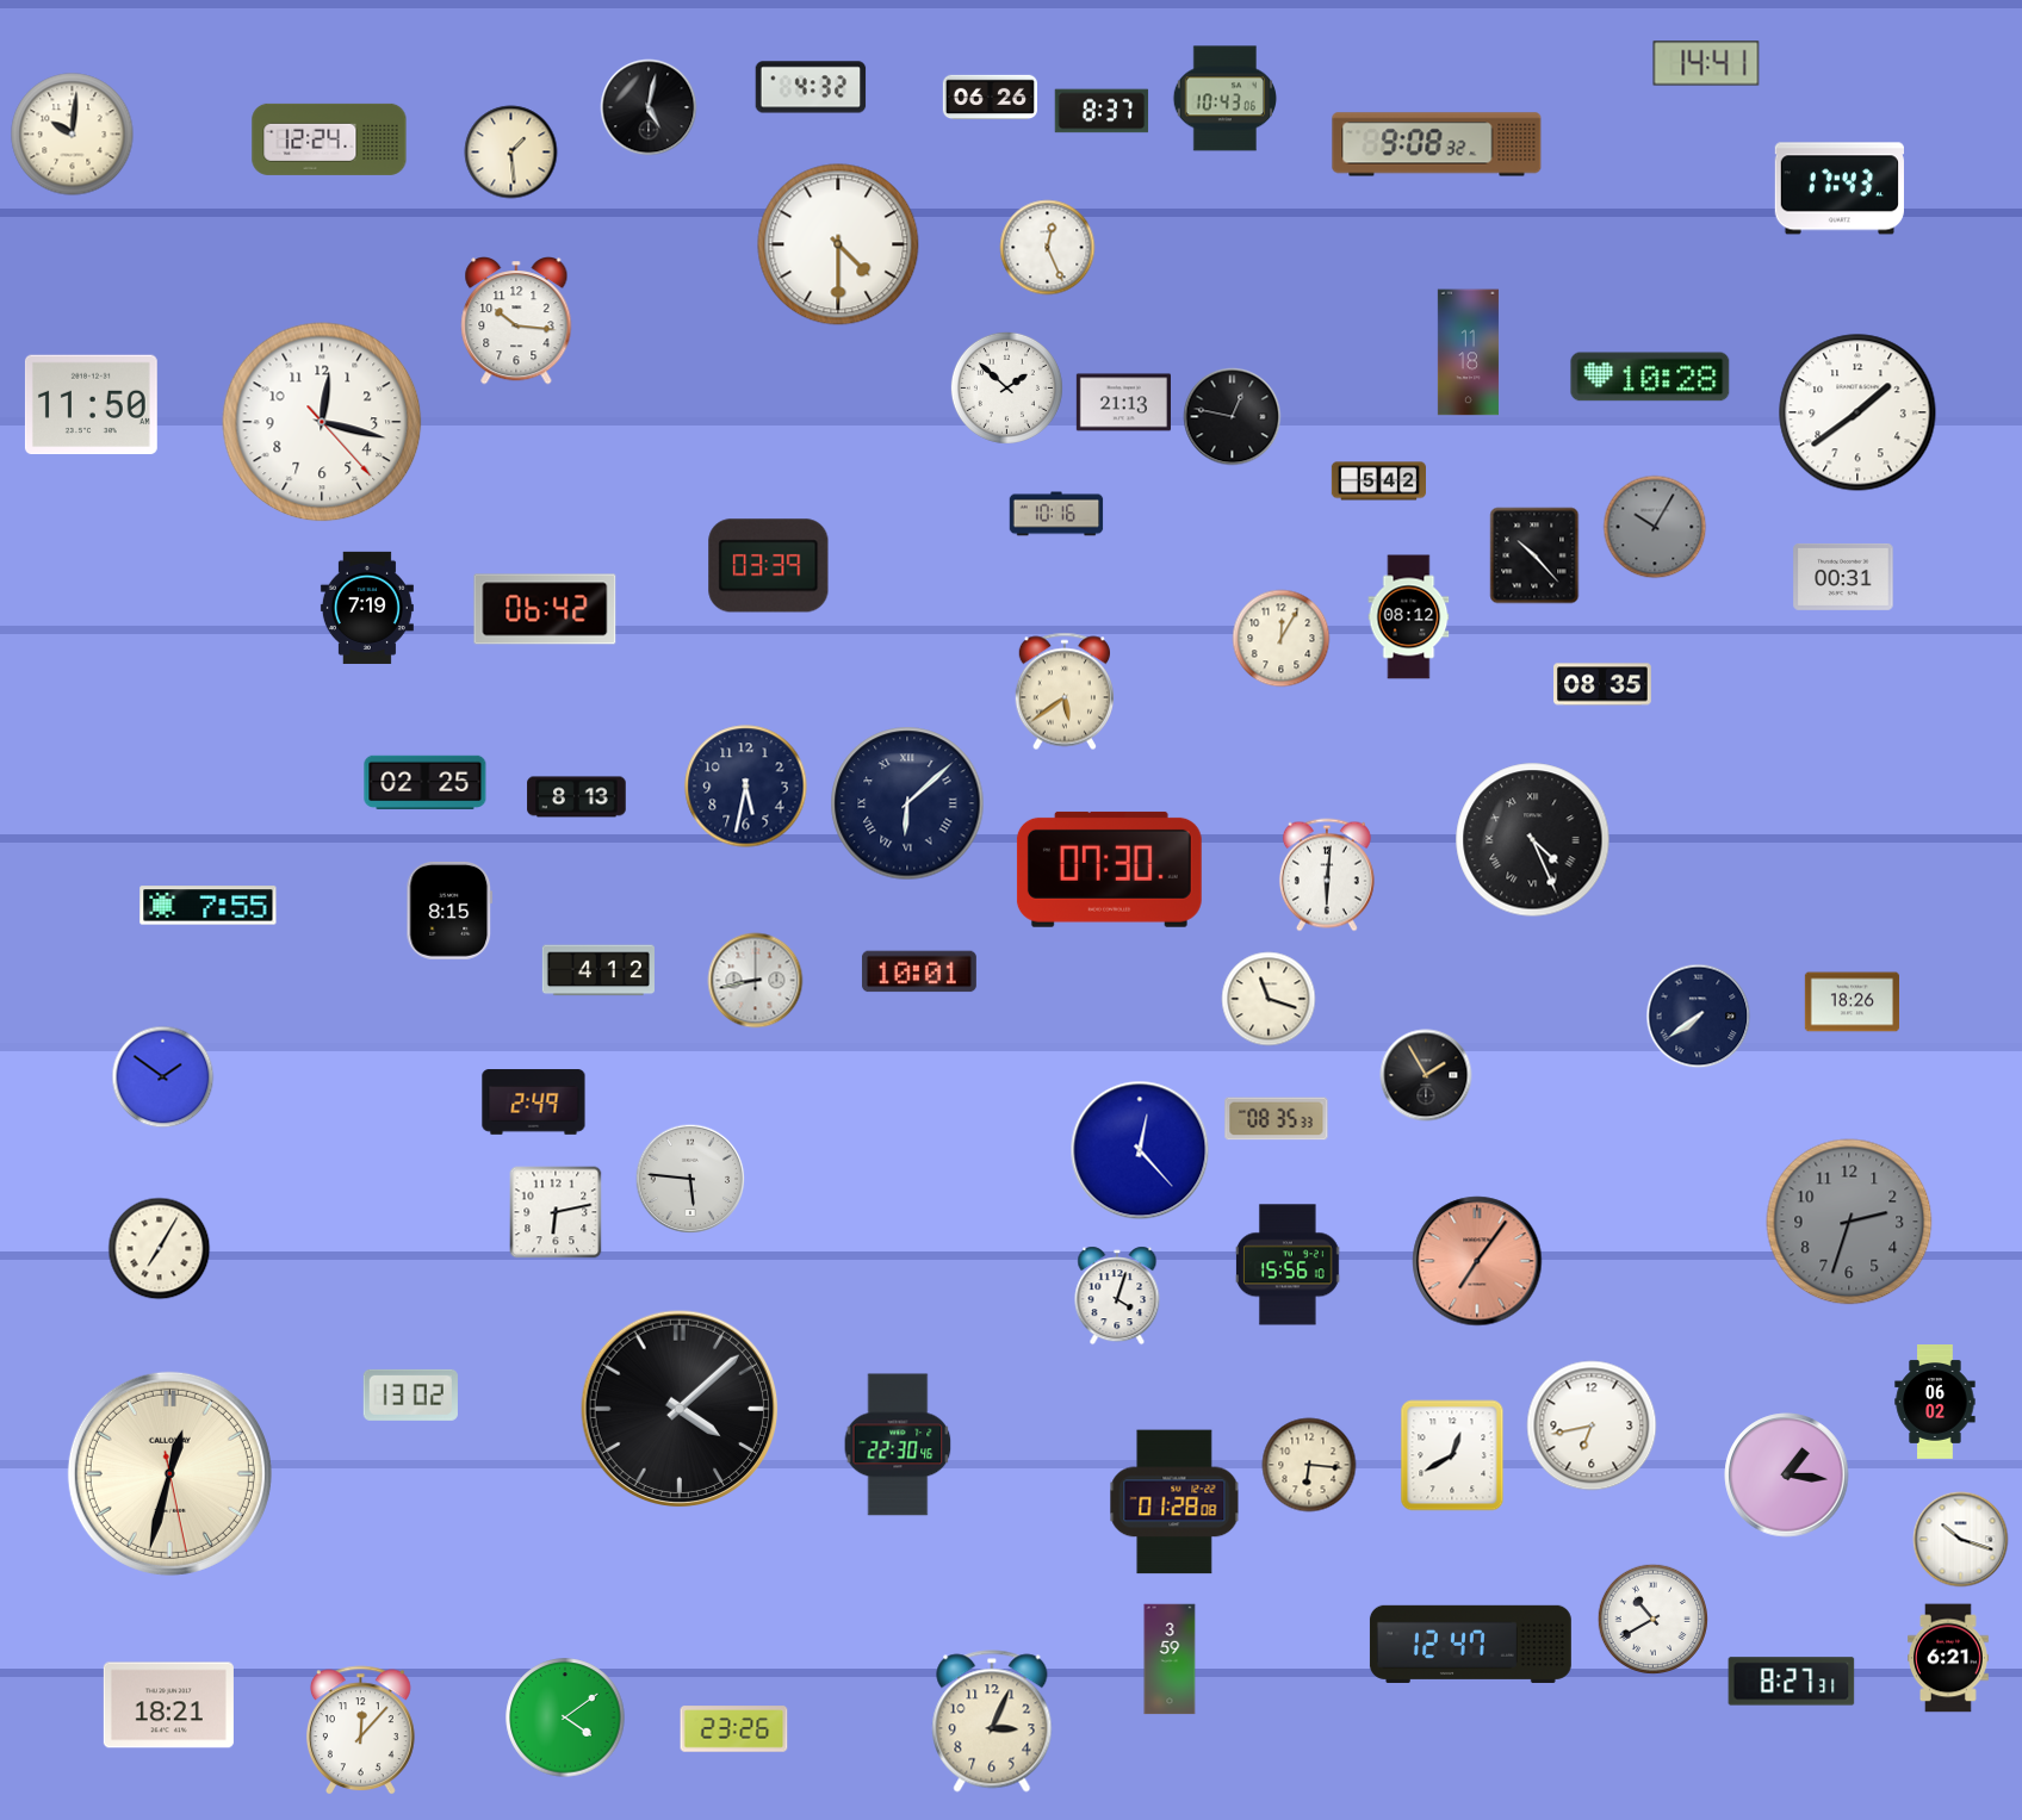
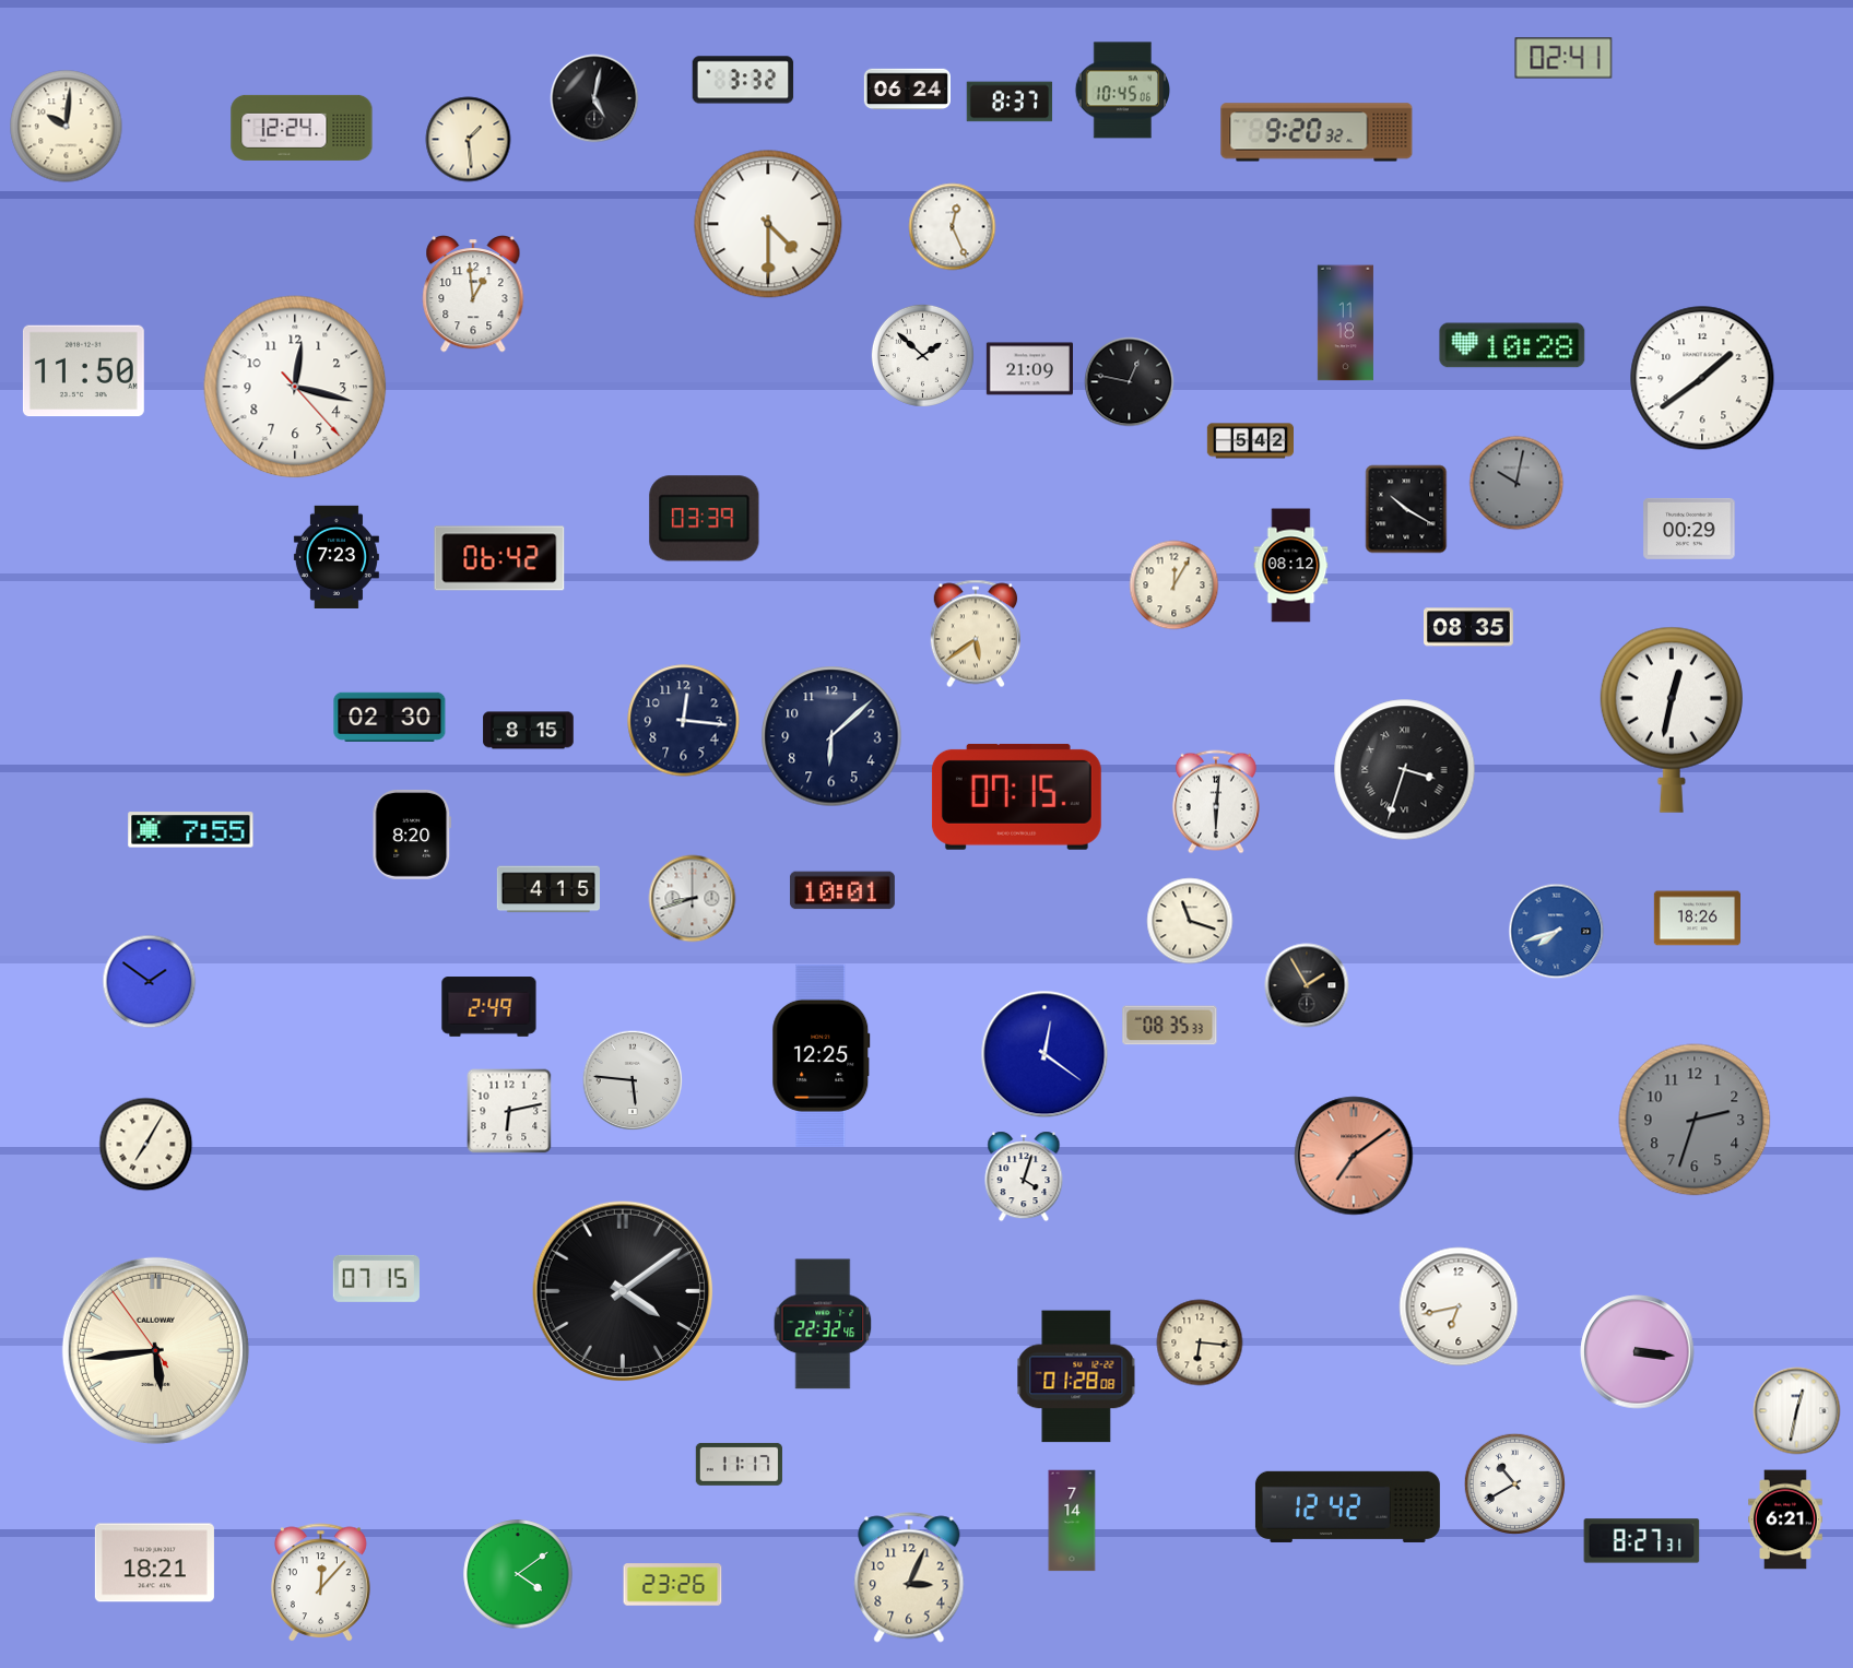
clock at (1706, 63): 14:41 -> 02:41
clock at (811, 87): 4:32 -> 3:32
clock at (990, 98): 06:26 -> 06:24
clock at (1224, 99): 10:43 -> 10:45
clock at (73, 135) position: (73, 135) -> (67, 127)
clock at (1437, 144): 9:08 -> 9:20
clock at (1840, 188): 17:43 -> none
clock at (1048, 248) position: (1048, 248) -> (953, 227)
clock at (516, 322): 10:16 -> 12:59
clock at (1123, 403): 21:13 -> 21:09
clock at (1378, 482) position: (1378, 482) -> (1250, 441)
clock at (1056, 514): 10:16 -> none
clock at (1655, 527): 10:05 -> 10:02
clock at (1534, 555): 10:23 -> 10:20
clock at (1843, 577): 00:31 -> 00:29
clock at (367, 608): 7:19 -> 7:23
clock at (426, 782): 02:25 -> 02:30
clock at (1672, 720): none -> 12:32
clock at (746, 787): 5:32 -> 12:16
clock at (577, 797): 8:13 -> 8:15
clock at (907, 803) numerals: Roman -> Arabic
clock at (1533, 840): 4:26 -> 3:33
clock at (1109, 869): 07:30 -> 07:15
clock at (449, 911): 8:15 -> 8:20
clock at (598, 970): 4:12 -> 4:15
clock at (756, 981): 8:43 -> 8:42
clock at (1269, 999) position: (1269, 999) -> (1190, 921)
clock at (1699, 1017): 7:39 -> 7:42
clock at (1699, 1017) dial: navy -> blue
clock at (163, 1077) position: (163, 1077) -> (150, 982)
clock at (534, 1102) position: (534, 1102) -> (489, 1007)
clock at (1140, 1150): 12:23 -> 12:21
clock at (822, 1055): none -> 12:25
clock at (1477, 1261): 7:06 -> 7:09
clock at (1289, 1265): 15:56 -> none
clock at (1117, 1296) position: (1117, 1296) -> (1024, 1176)
clock at (410, 1394): 13:02 -> 07:15
clock at (1935, 1403): 06:02 -> none
clock at (680, 1409): 4:08 -> 4:09
clock at (898, 1445): 22:30 -> 22:32
clock at (1452, 1455): 12:40 -> none
clock at (169, 1473): 12:32 -> 5:43
clock at (1787, 1476): 1:16 -> 3:16
clock at (1961, 1540): 10:18 -> 12:32
clock at (739, 1464): none -> 11:17
clock at (1470, 1644): 12:47 -> 12:42
clock at (1170, 1659): 3:59 -> 7:14
clock at (360, 1731) position: (360, 1731) -> (320, 1583)
